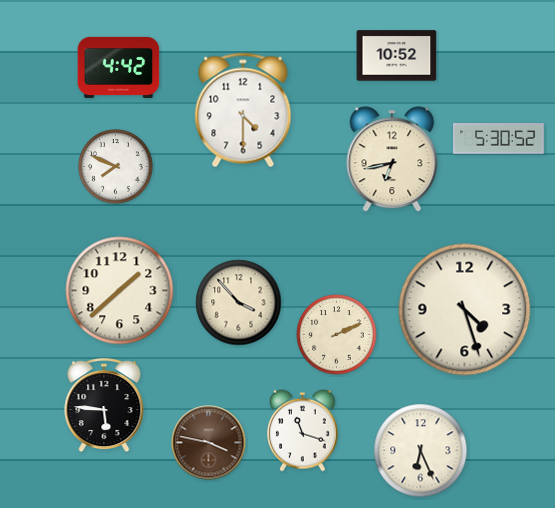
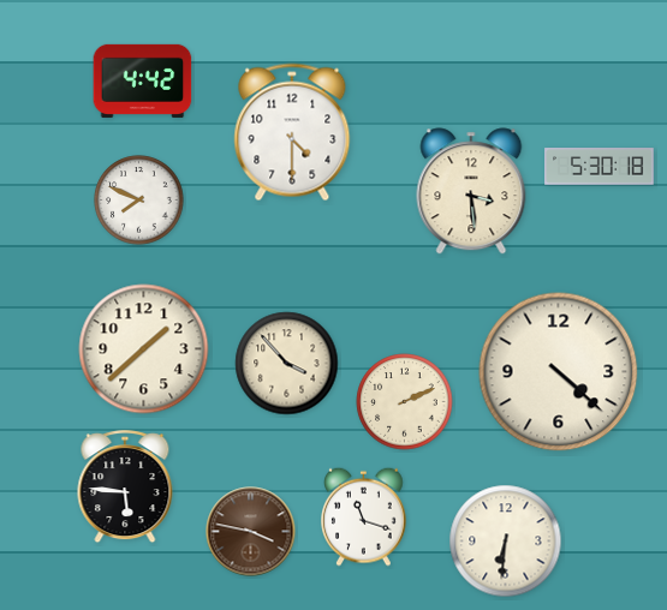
clock at (397, 56): 10:52 -> none
clock at (499, 139): 5:30:52 -> 5:30:18
clock at (392, 159): 6:43 -> 3:29
clock at (465, 310): 4:27 -> 4:22
clock at (421, 451): 6:26 -> 6:31
